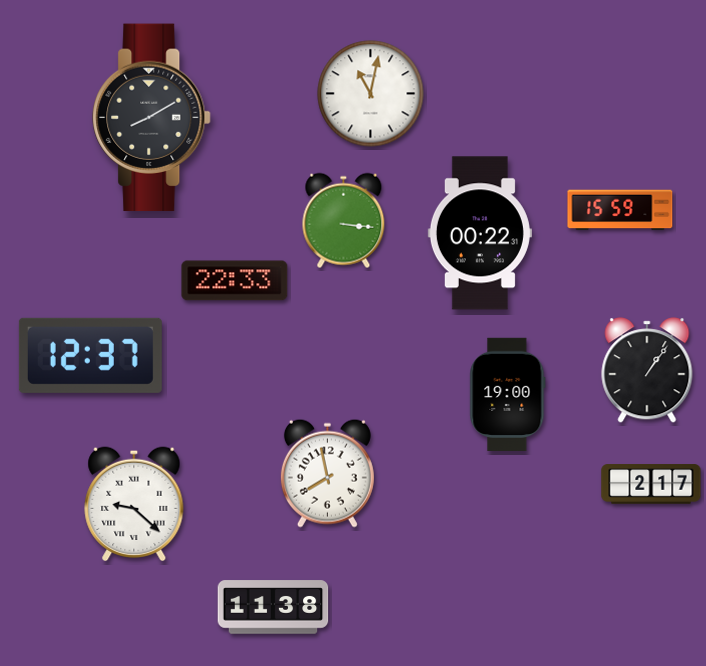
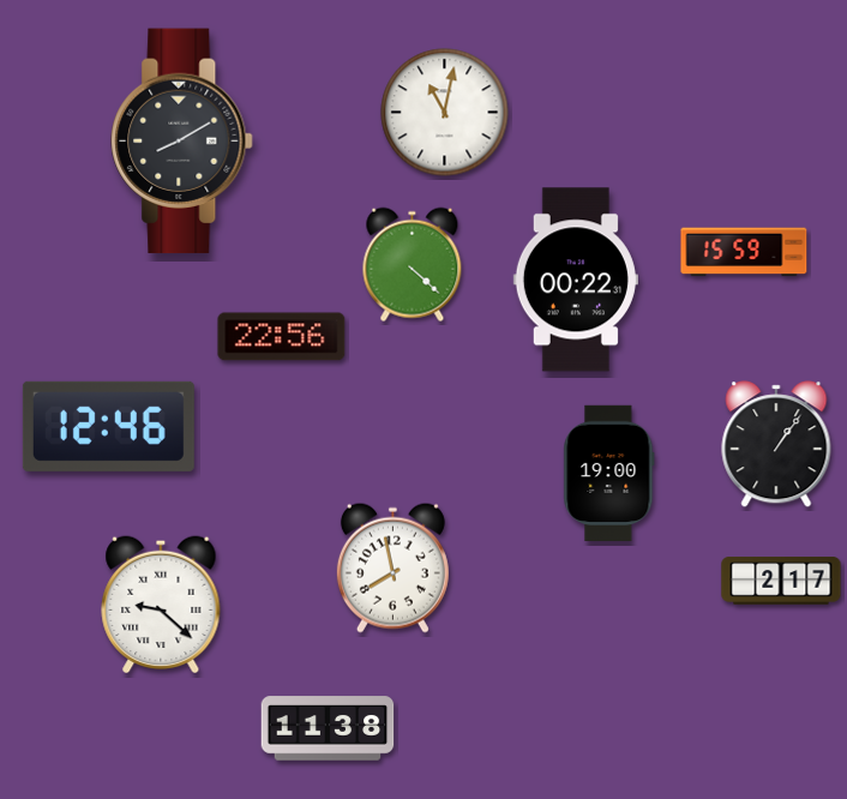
clock at (344, 221): 3:16 -> 4:22
clock at (235, 281): 22:33 -> 22:56
clock at (90, 355): 12:37 -> 12:46
